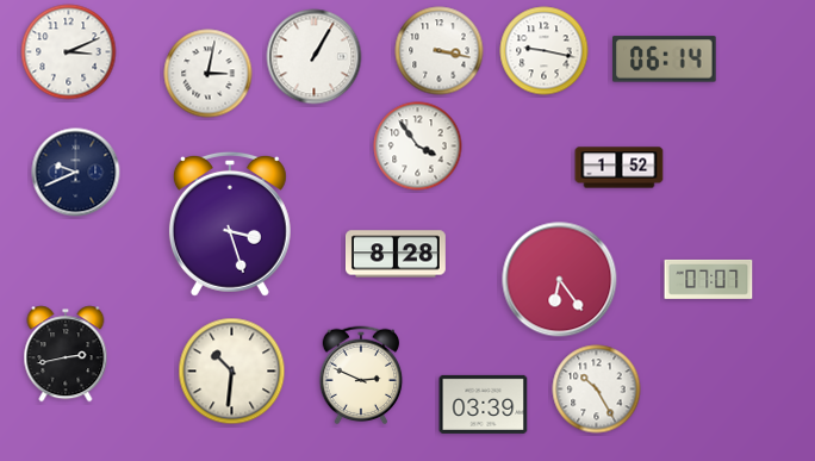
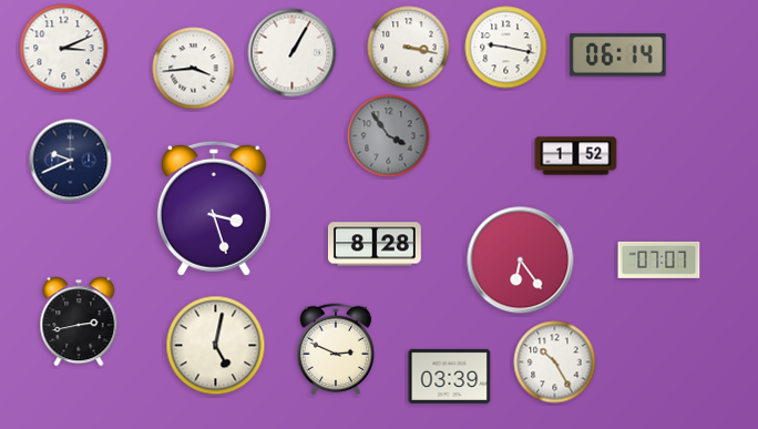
clock at (209, 74): 3:02 -> 3:44
clock at (418, 147) dial: white -> grey
clock at (397, 254) position: (397, 254) -> (376, 244)
clock at (66, 354) position: (66, 354) -> (79, 321)
clock at (232, 372): 10:31 -> 5:02
